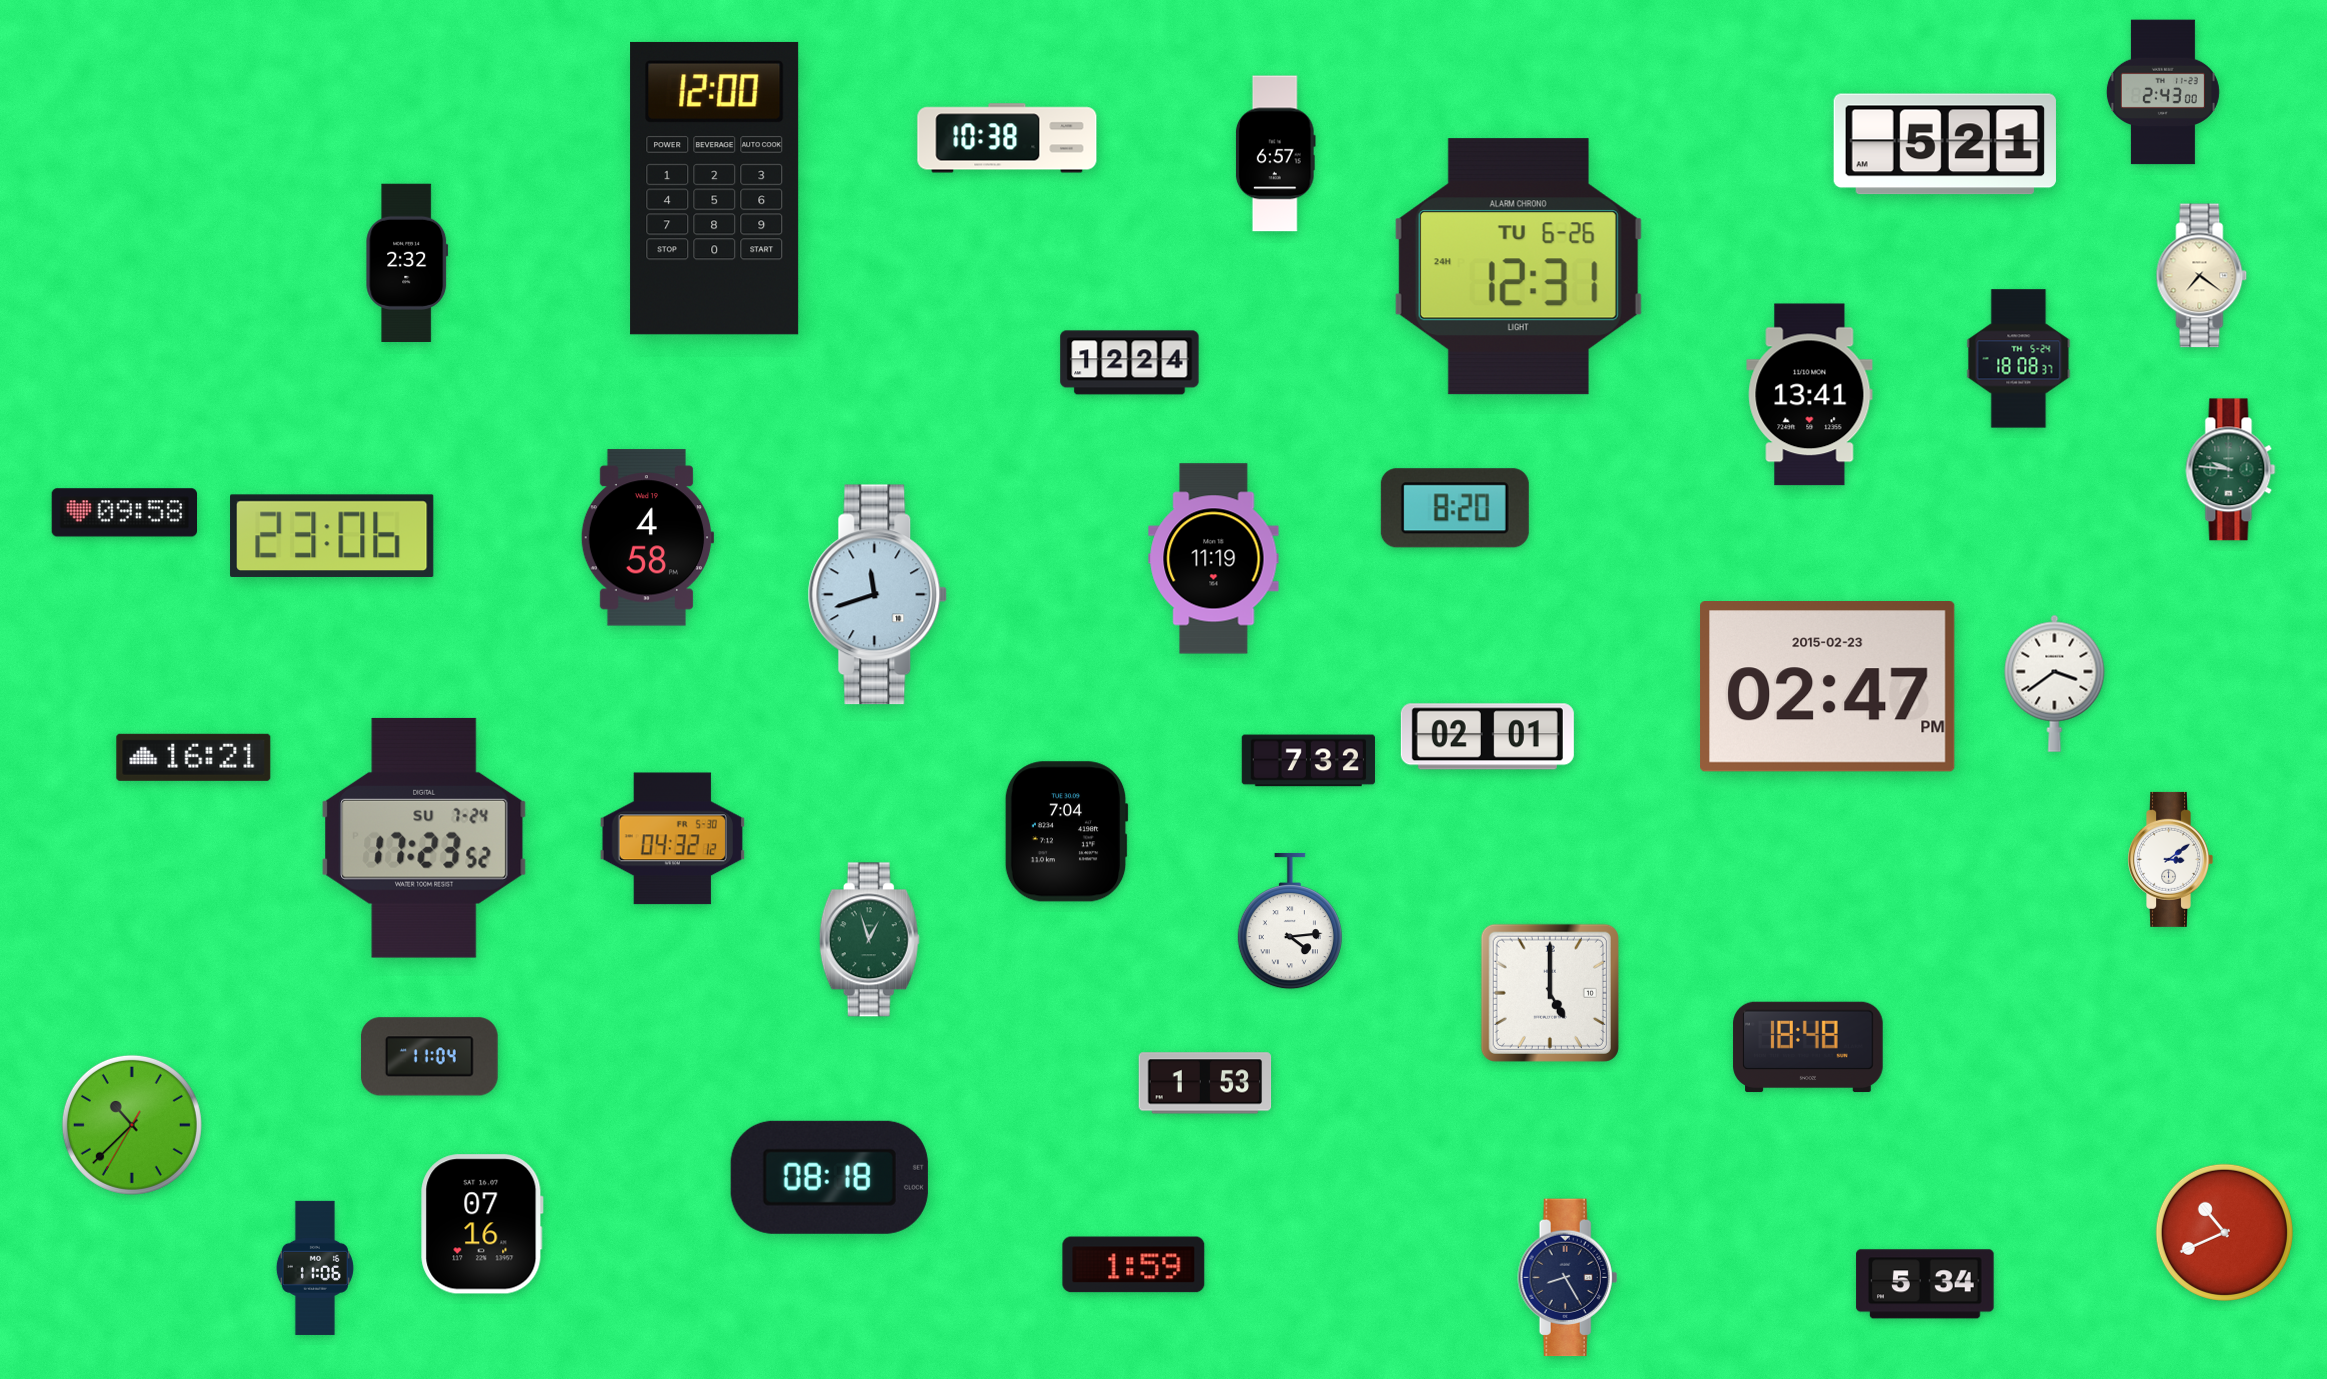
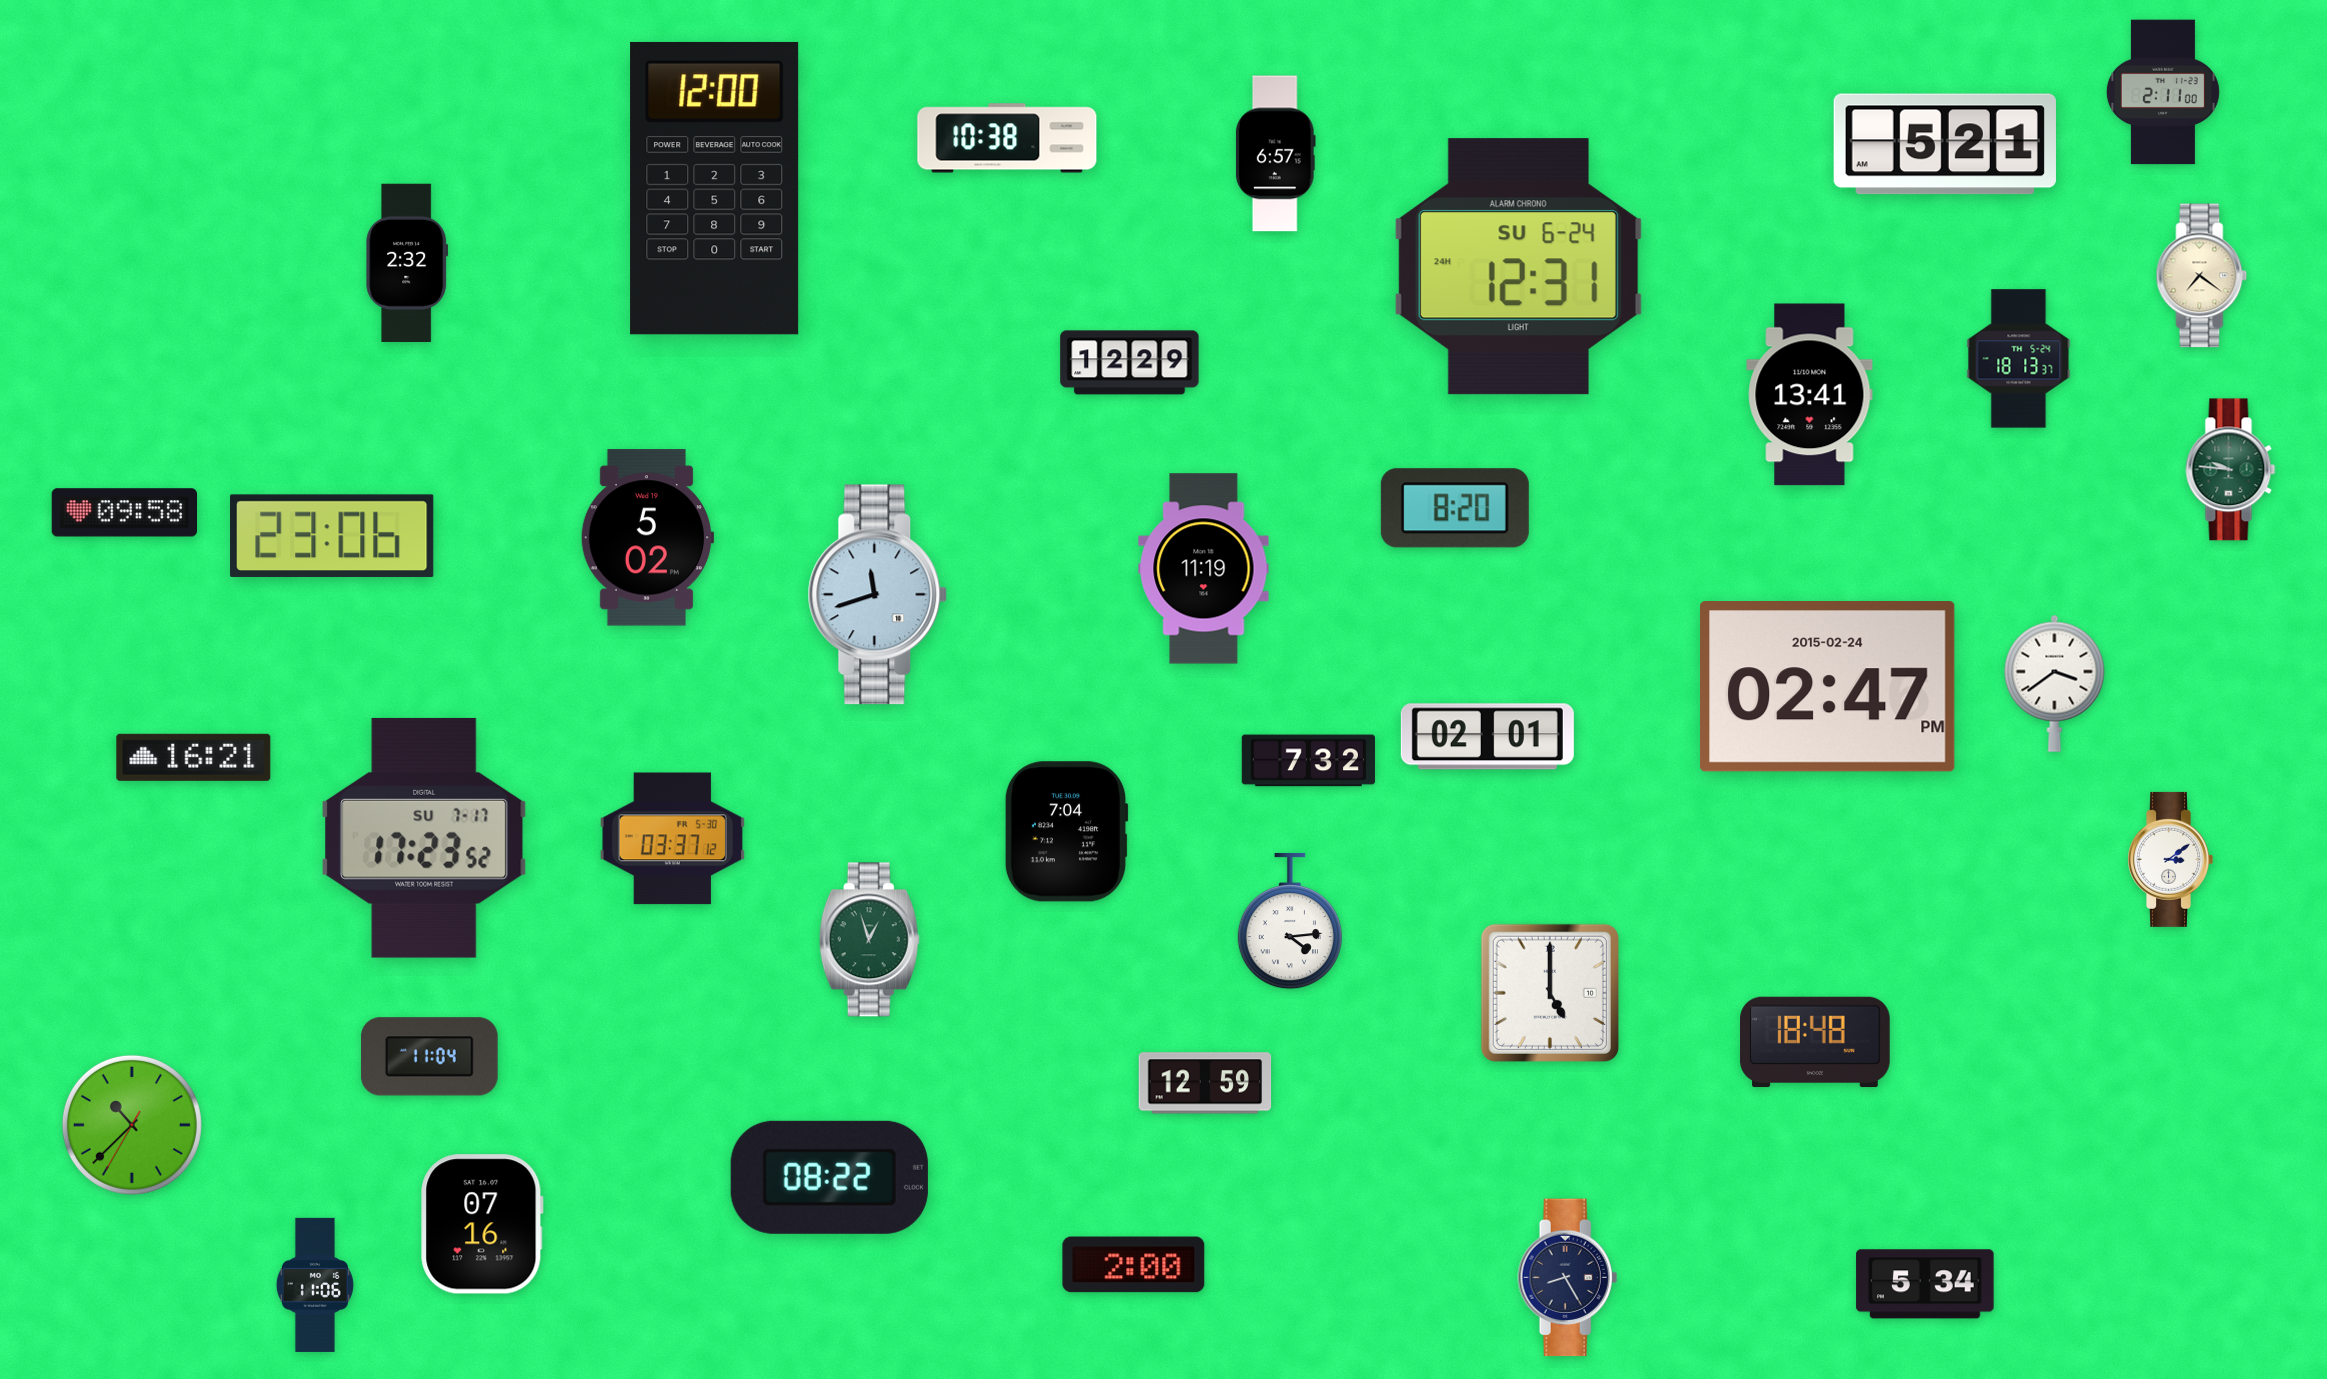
clock at (2163, 92): 2:43 -> 2:11
clock at (1518, 267) date: TU 6-26 -> SU 6-24
clock at (2019, 359): 18:08 -> 18:13
clock at (1130, 363): 12:24 -> 12:29
clock at (647, 538): 4:58 -> 5:02
clock at (1214, 559) position: (1214, 559) -> (1204, 569)
clock at (1828, 687) date: 2015-02-23 -> 2015-02-24
clock at (424, 838) date: SU 7-24 -> SU 7-17
clock at (672, 839): 04:32 -> 03:37
clock at (1808, 1047) position: (1808, 1047) -> (1815, 1042)
clock at (1205, 1083): 1:53 -> 12:59
clock at (829, 1177): 08:18 -> 08:22
clock at (2224, 1232): 10:41 -> none
clock at (1134, 1265): 1:59 -> 2:00
clock at (315, 1268) position: (315, 1268) -> (315, 1285)
